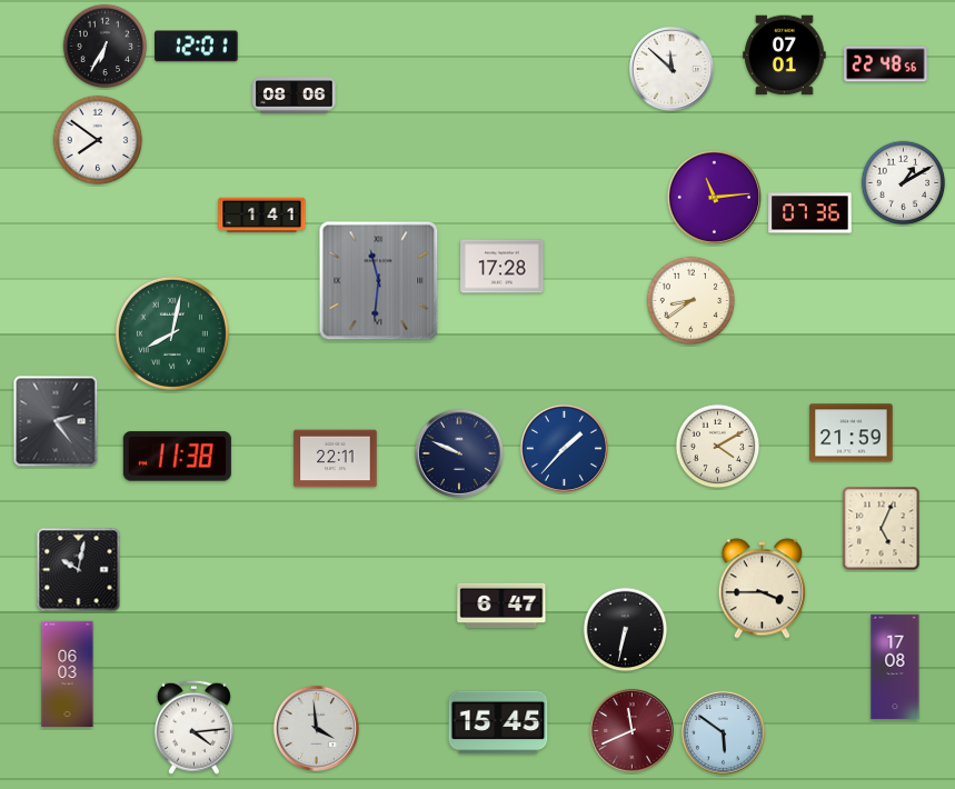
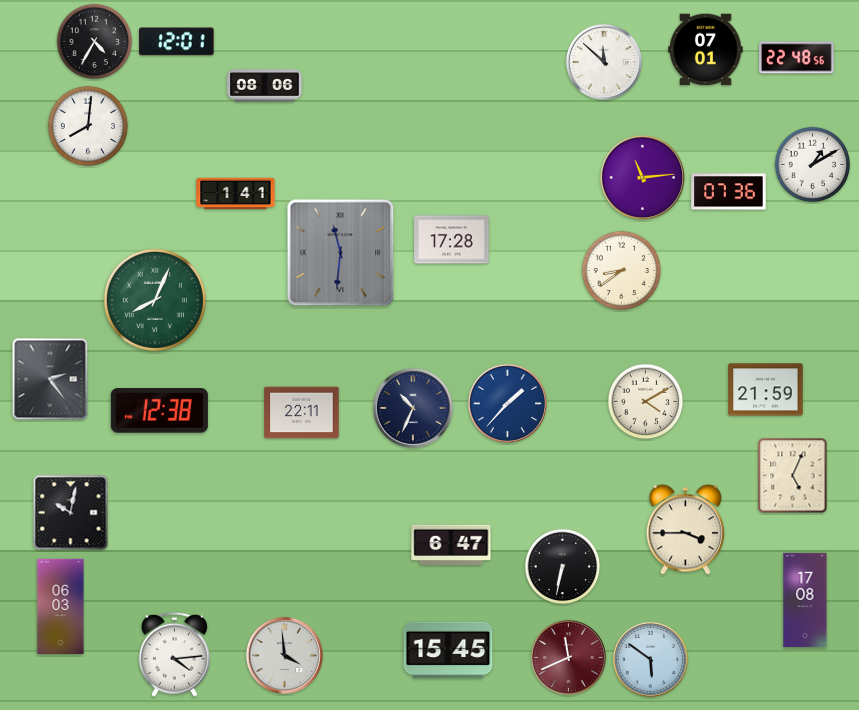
clock at (106, 47): 6:35 -> 4:35
clock at (98, 140): 7:51 -> 8:01
clock at (172, 333): 8:02 -> 8:04
clock at (459, 453): 9:49 -> 10:34
clock at (177, 457): 11:38 -> 12:38
